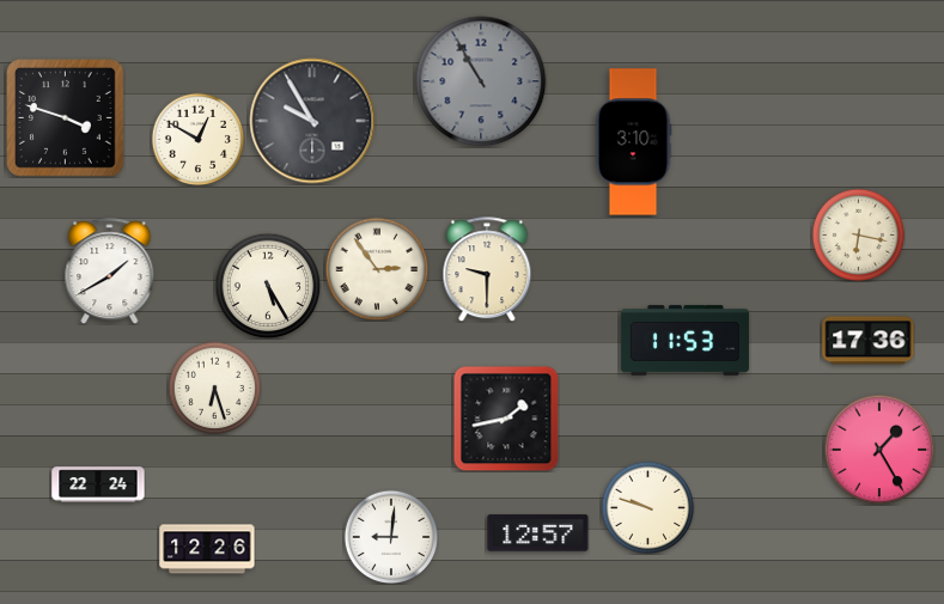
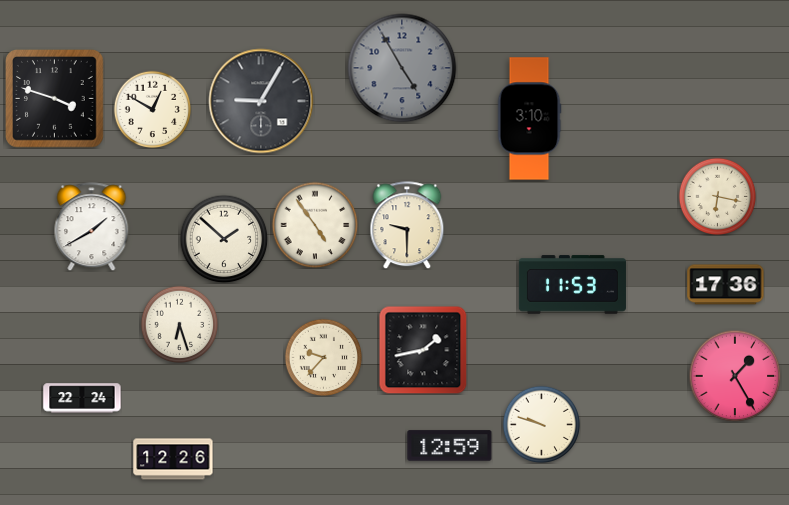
clock at (481, 81): 10:55 -> 4:55
clock at (312, 121): 9:55 -> 9:05
clock at (197, 139) position: (197, 139) -> (152, 109)
clock at (377, 269): 2:54 -> 4:54
clock at (268, 286): 5:25 -> 1:52
clock at (323, 357): none -> 9:37
clock at (98, 484) position: (98, 484) -> (82, 398)
clock at (538, 533): 12:57 -> 12:59
clock at (391, 537): 9:01 -> none
